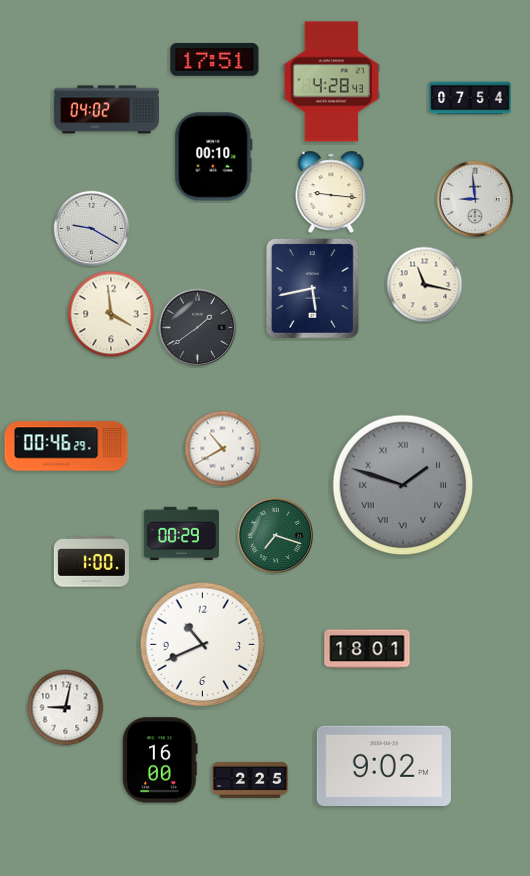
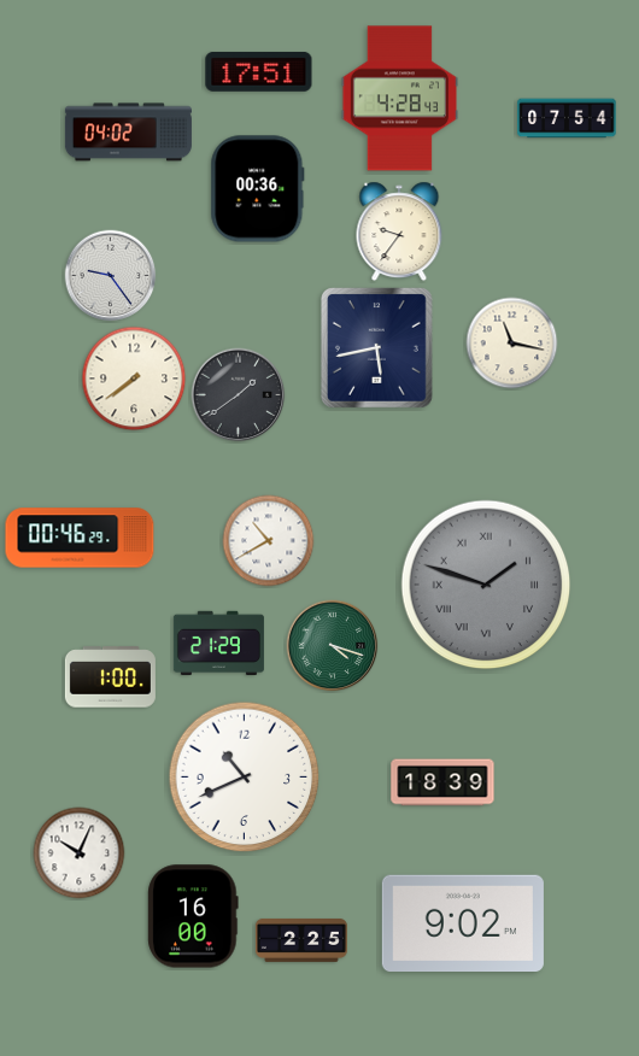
clock at (214, 157): 00:10 -> 00:36
clock at (331, 192): 9:16 -> 9:36
clock at (475, 199): 8:59 -> none
clock at (92, 229): 9:20 -> 9:24
clock at (111, 314): 3:59 -> 7:39
clock at (181, 533): 00:29 -> 21:29
clock at (276, 536): 7:18 -> 4:18
clock at (367, 649): 18:01 -> 18:39
clock at (66, 708): 9:02 -> 10:04
